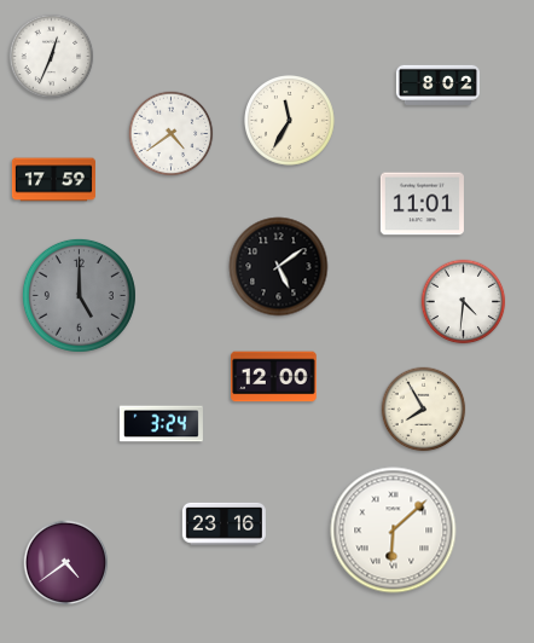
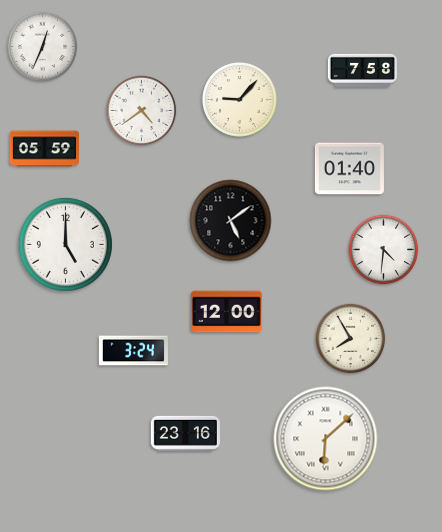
clock at (437, 85): 8:02 -> 7:58
clock at (290, 121): 11:35 -> 9:07
clock at (53, 180): 17:59 -> 05:59
clock at (422, 204): 11:01 -> 01:40
clock at (79, 295) dial: grey -> white
clock at (66, 563): 4:39 -> none
